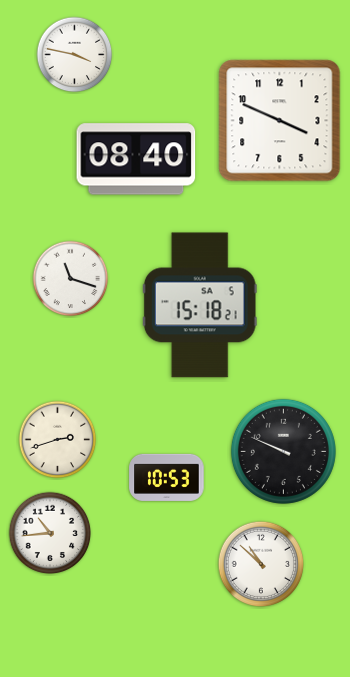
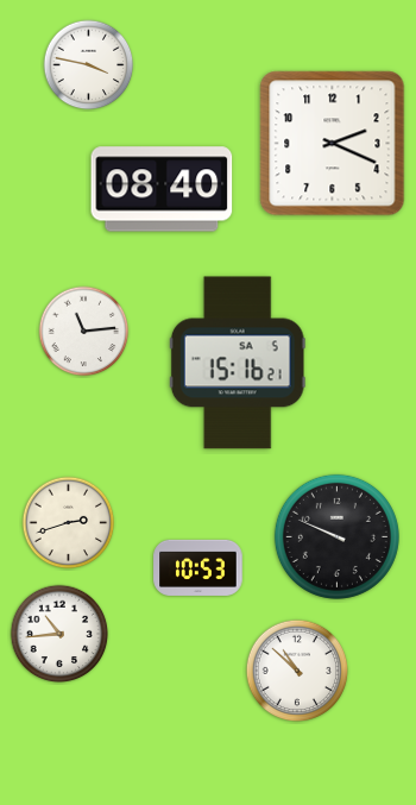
clock at (280, 121): 3:49 -> 2:19
clock at (71, 279): 11:18 -> 11:14
clock at (200, 305): 15:18 -> 15:16
clock at (261, 564) position: (261, 564) -> (297, 671)
